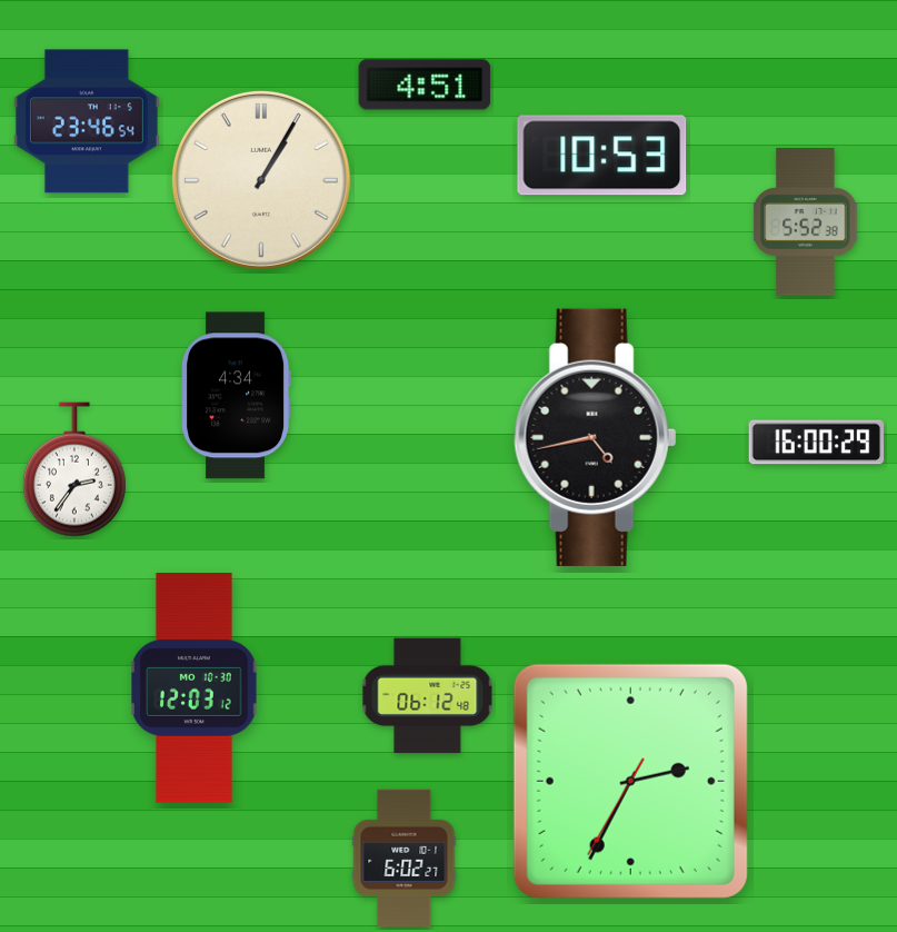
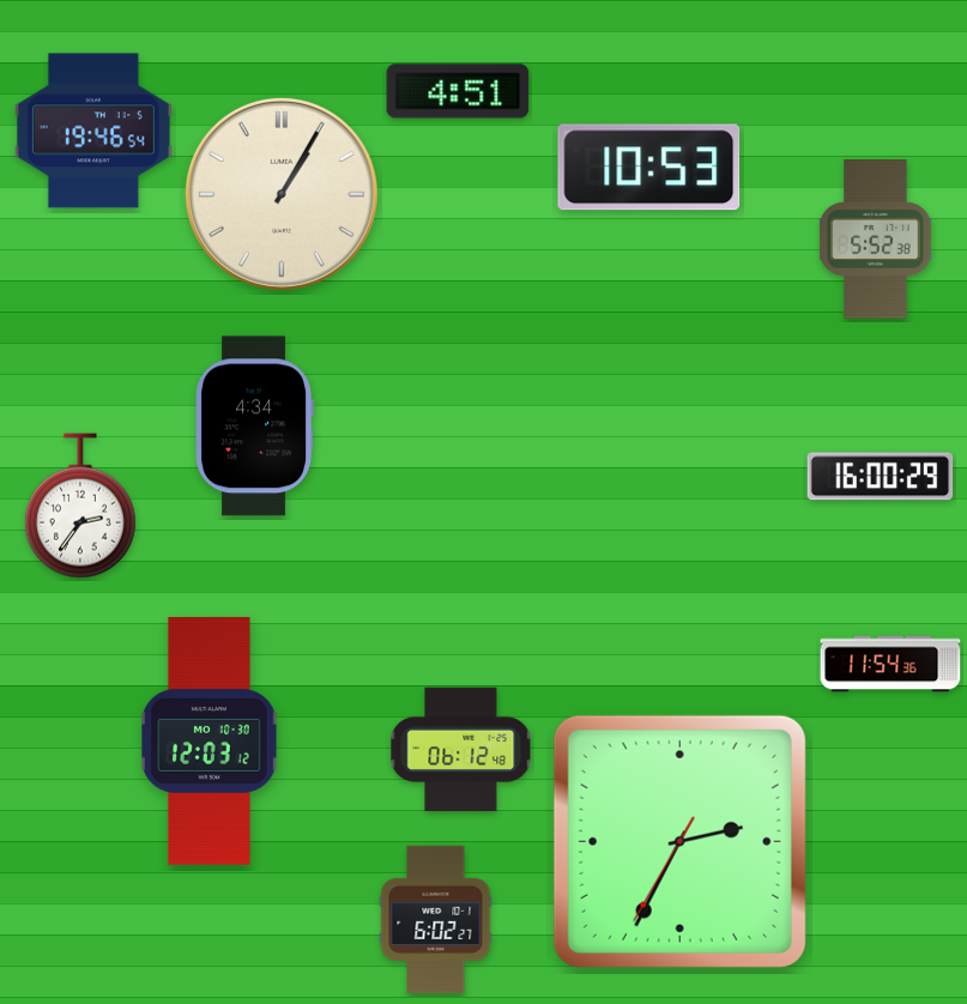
clock at (87, 121): 23:46 -> 19:46
clock at (806, 222) position: (806, 222) -> (876, 240)
clock at (596, 437): 4:43 -> none
clock at (890, 664): none -> 11:54
clock at (405, 859) position: (405, 859) -> (436, 920)
